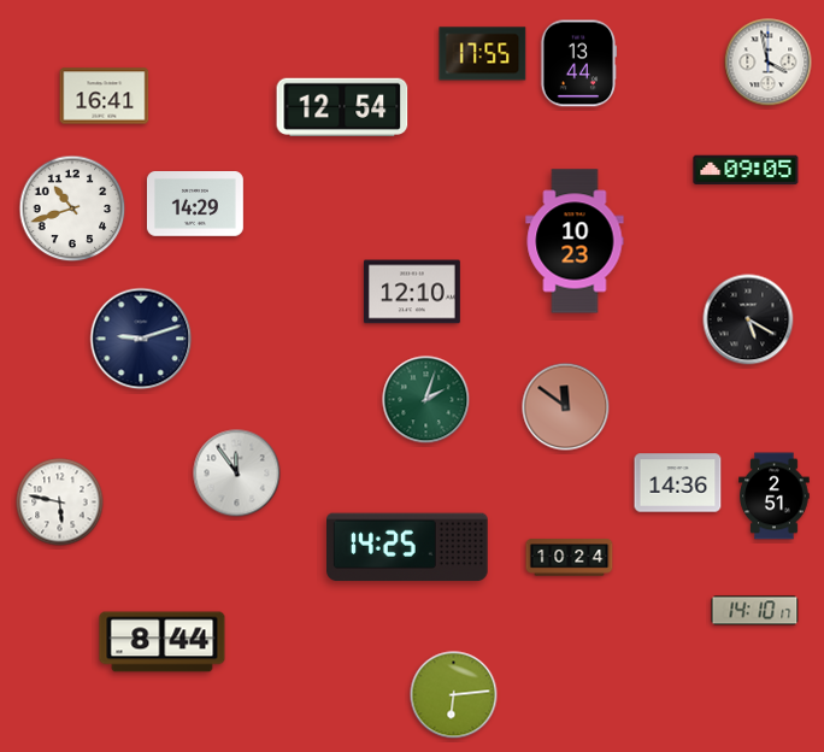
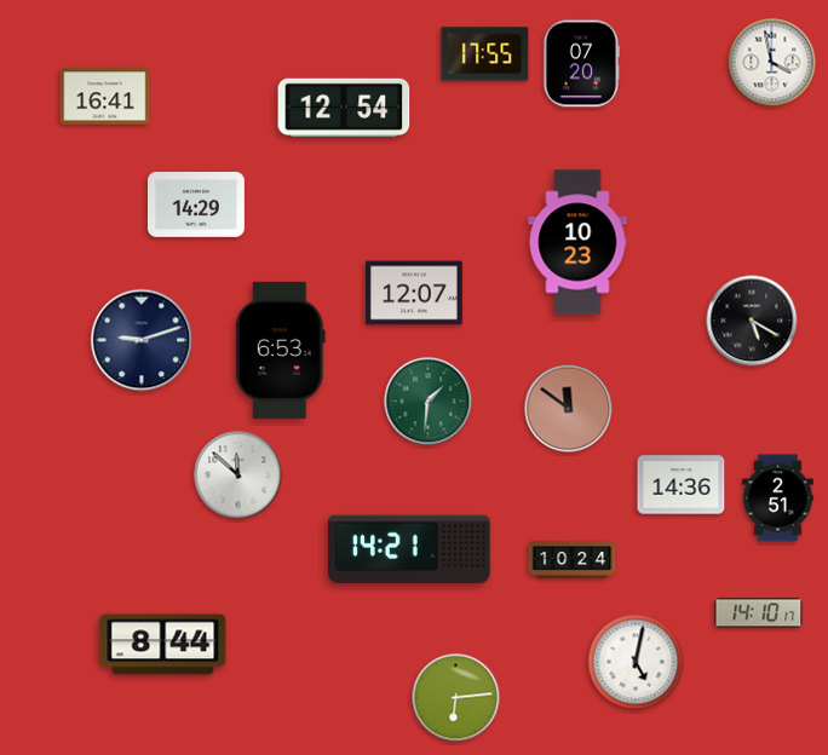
clock at (578, 64): 13:44 -> 07:20
clock at (746, 170): 09:05 -> none
clock at (72, 208): 10:42 -> none
clock at (412, 292): 12:10 -> 12:07
clock at (280, 350): none -> 6:53
clock at (426, 400): 2:03 -> 1:31
clock at (237, 474): 11:54 -> 11:52
clock at (60, 503): 5:47 -> none
clock at (408, 547): 14:25 -> 14:21
clock at (636, 662): none -> 5:02
